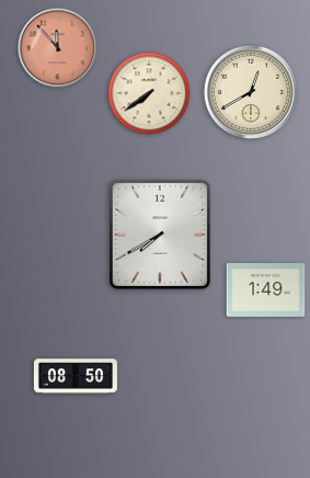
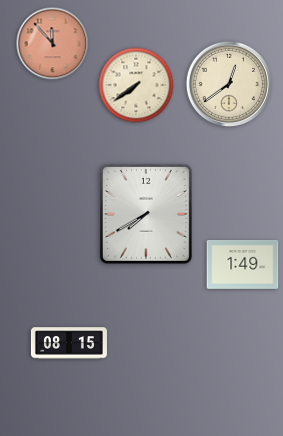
clock at (251, 92): 12:40 -> 12:39
clock at (76, 376): 08:50 -> 08:15
